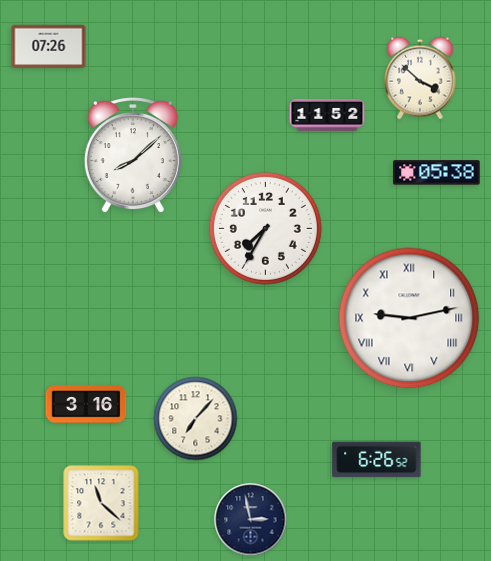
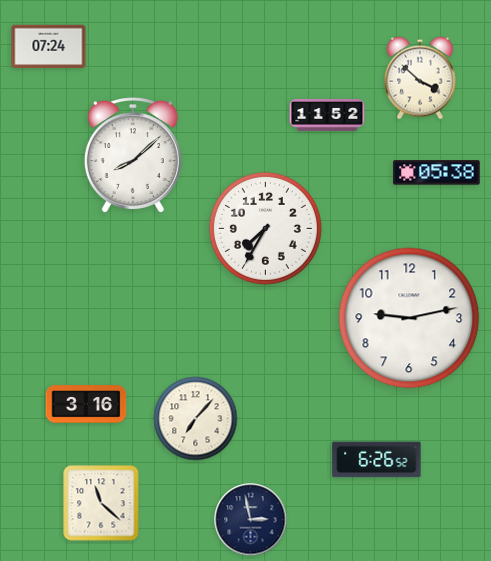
clock at (49, 47): 07:26 -> 07:24
clock at (409, 318) numerals: Roman -> Arabic
